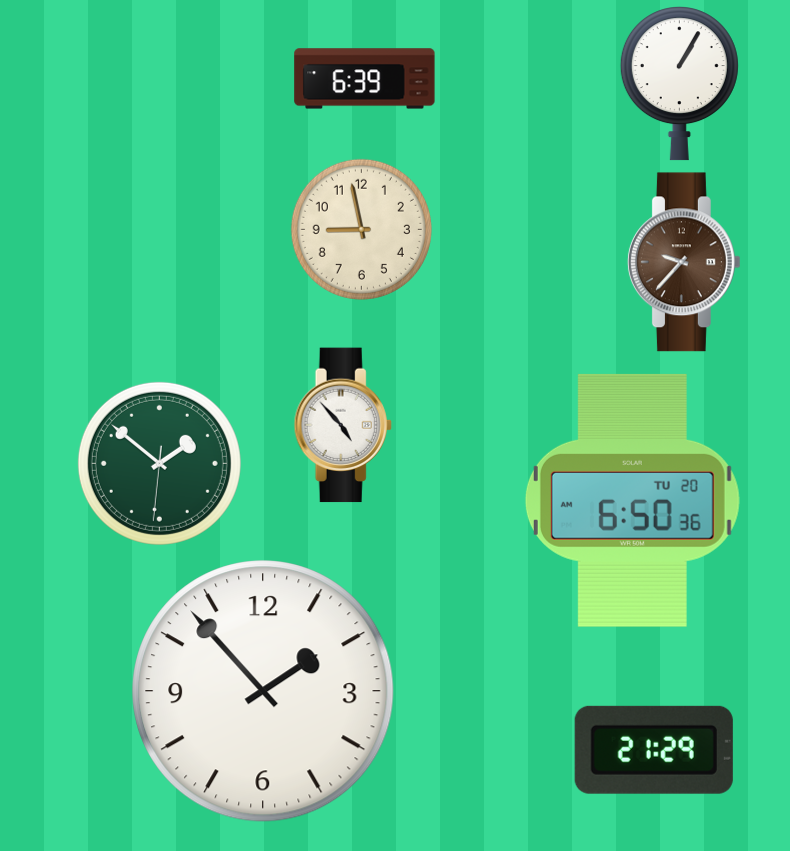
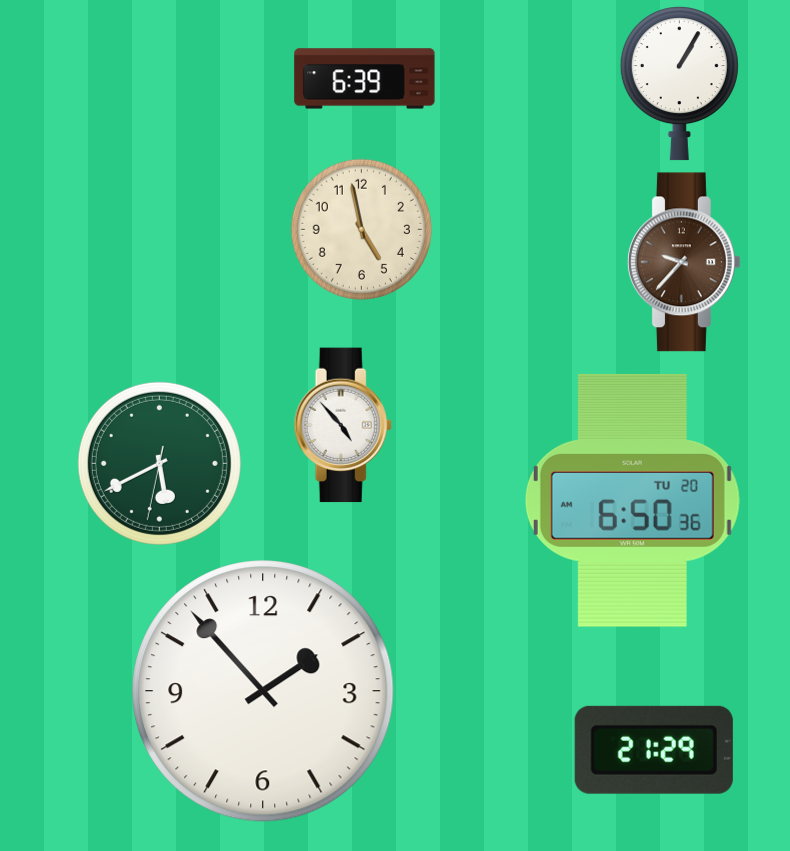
clock at (361, 229): 8:58 -> 4:58
clock at (159, 463): 1:51 -> 5:40
